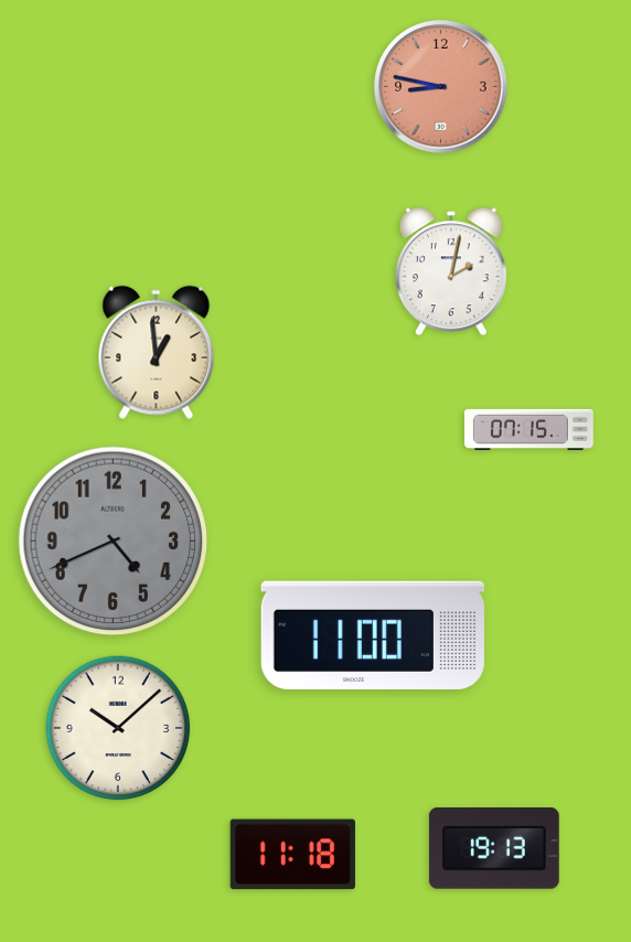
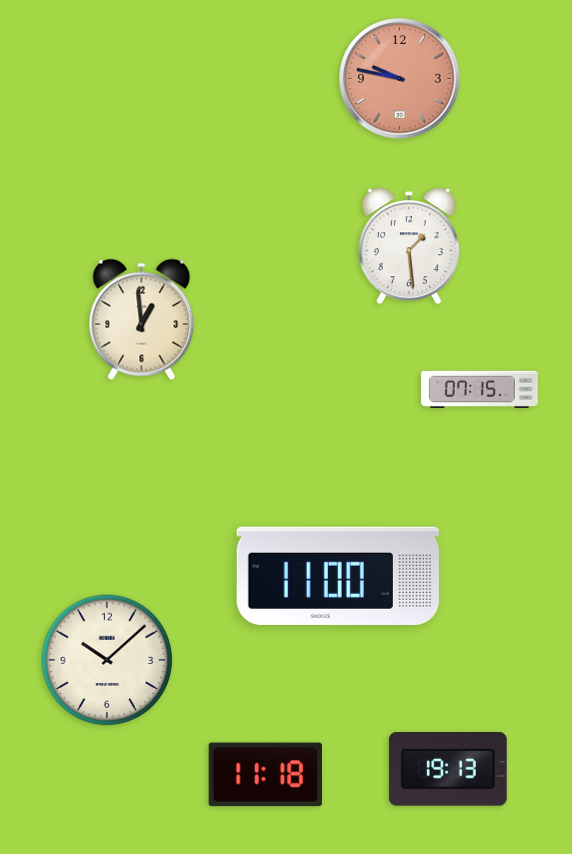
clock at (441, 87): 8:47 -> 9:47
clock at (451, 271): 2:02 -> 1:29
clock at (114, 542): 4:41 -> none
